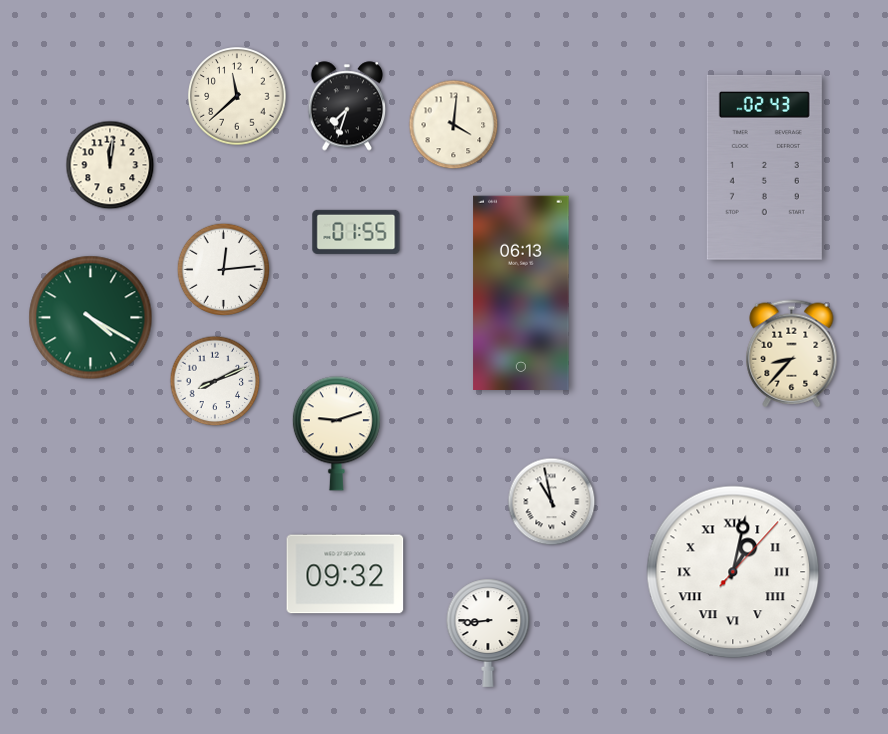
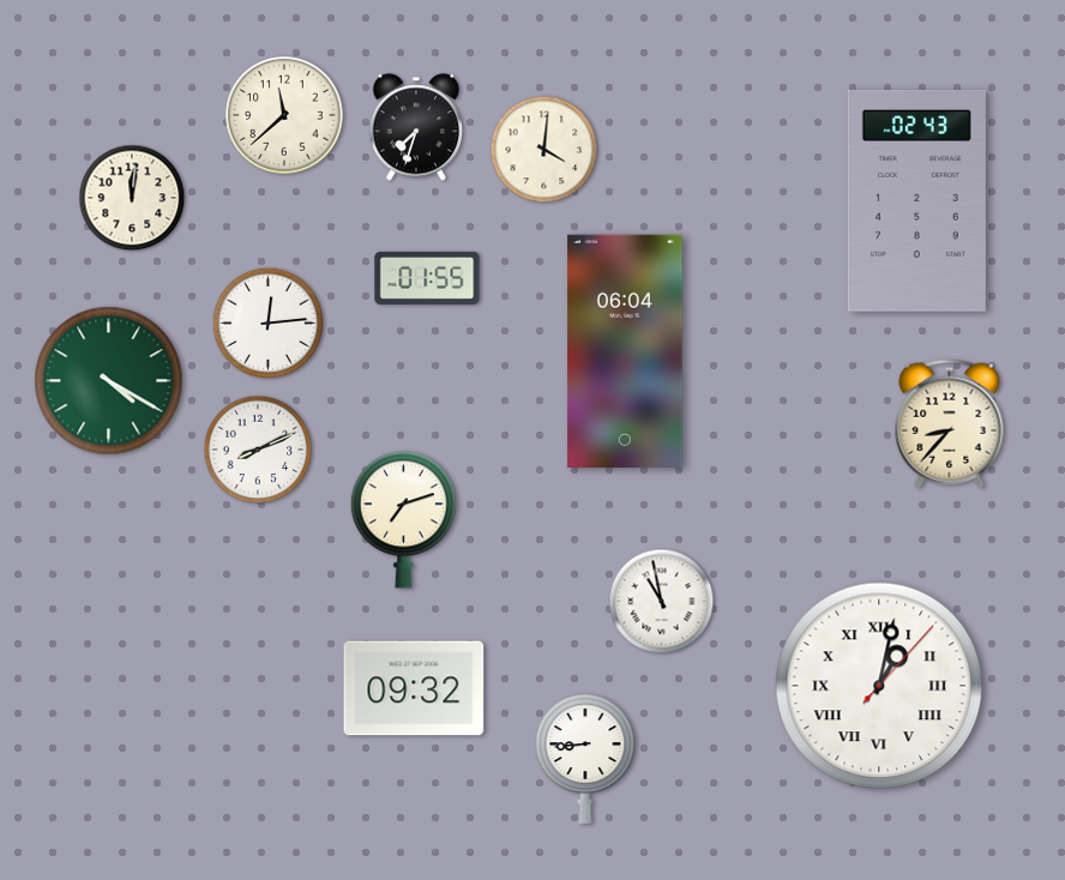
clock at (521, 292): 06:13 -> 06:04
clock at (215, 381) position: (215, 381) -> (258, 450)
clock at (336, 434): 9:12 -> 7:12
